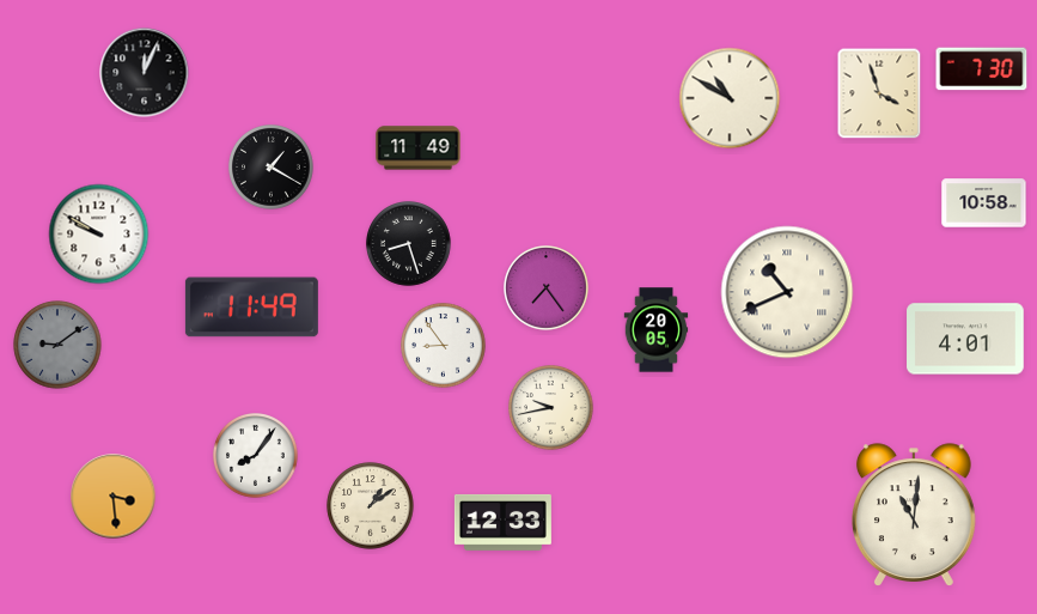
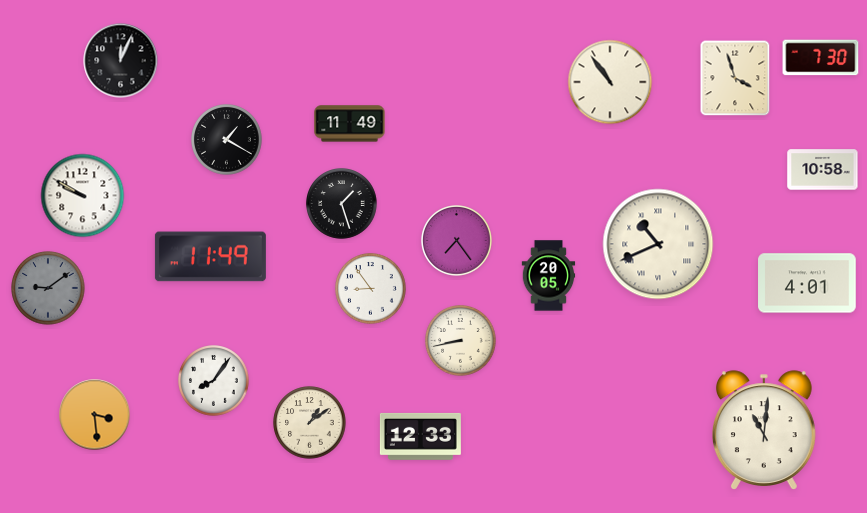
clock at (730, 98): 10:50 -> 10:54
clock at (409, 244): 8:27 -> 1:27
clock at (551, 408): 9:43 -> 8:43
